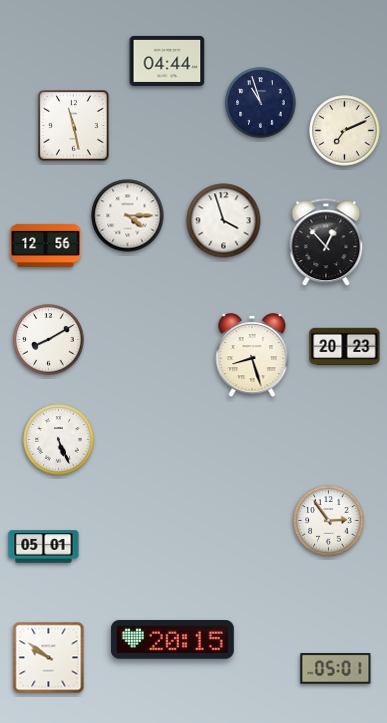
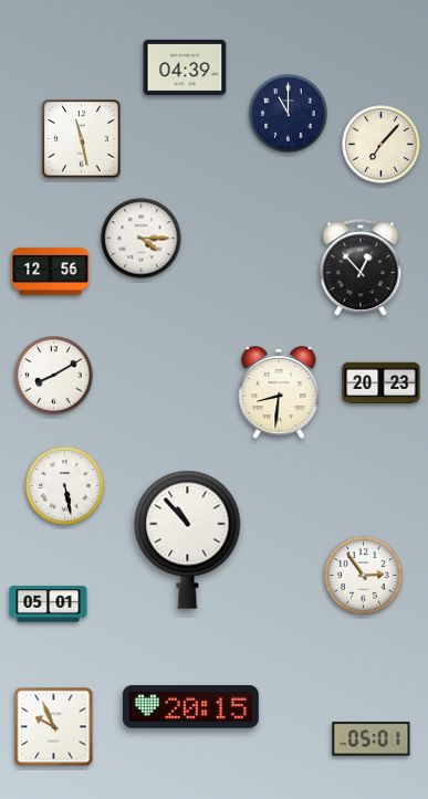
clock at (167, 61): 04:44 -> 04:39
clock at (261, 103): 10:57 -> 11:00
clock at (345, 131): 7:11 -> 7:07
clock at (224, 221): 3:57 -> none
clock at (252, 356): 8:27 -> 8:31
clock at (59, 440): 5:26 -> 5:28
clock at (188, 539): none -> 10:53
clock at (49, 658): 9:51 -> 9:56
